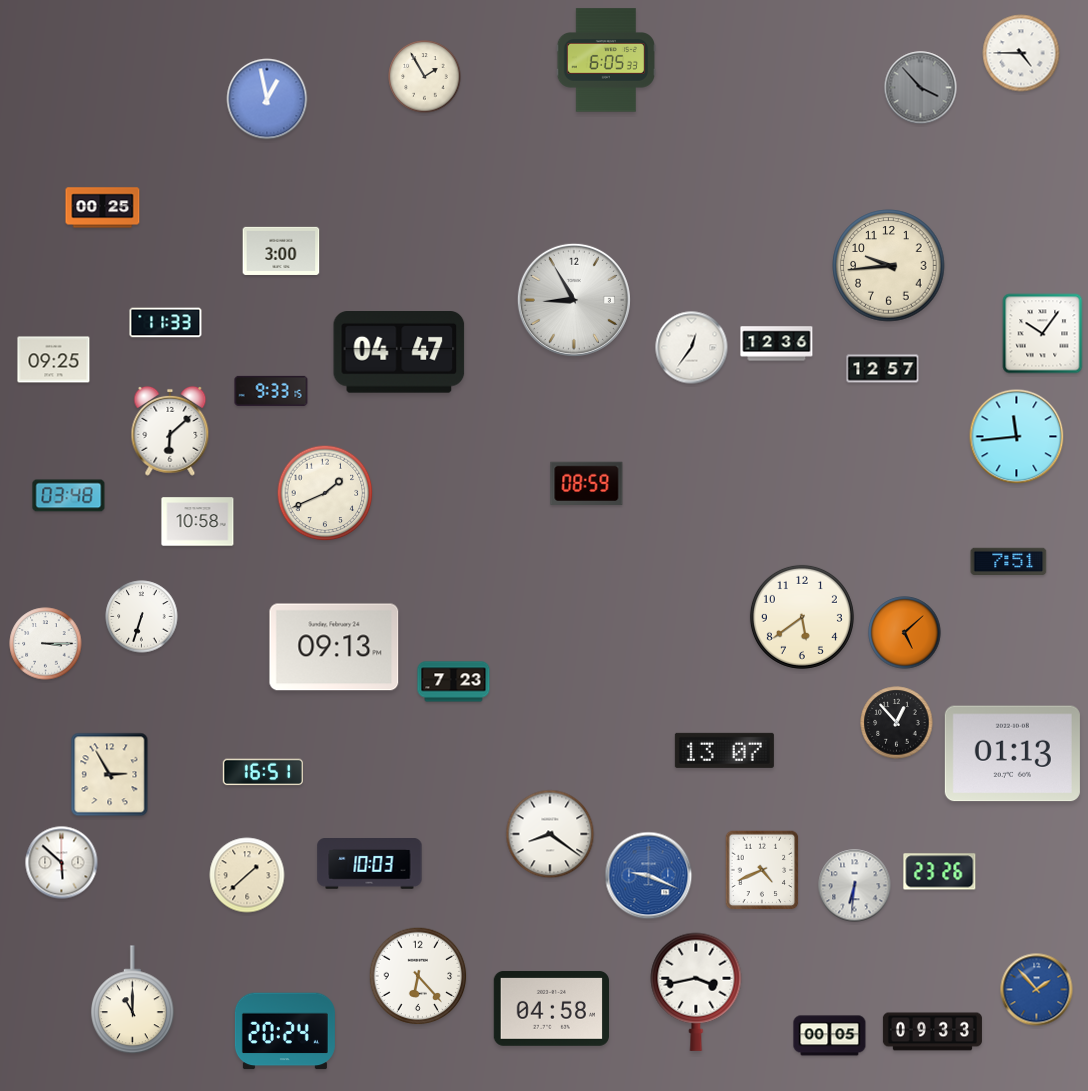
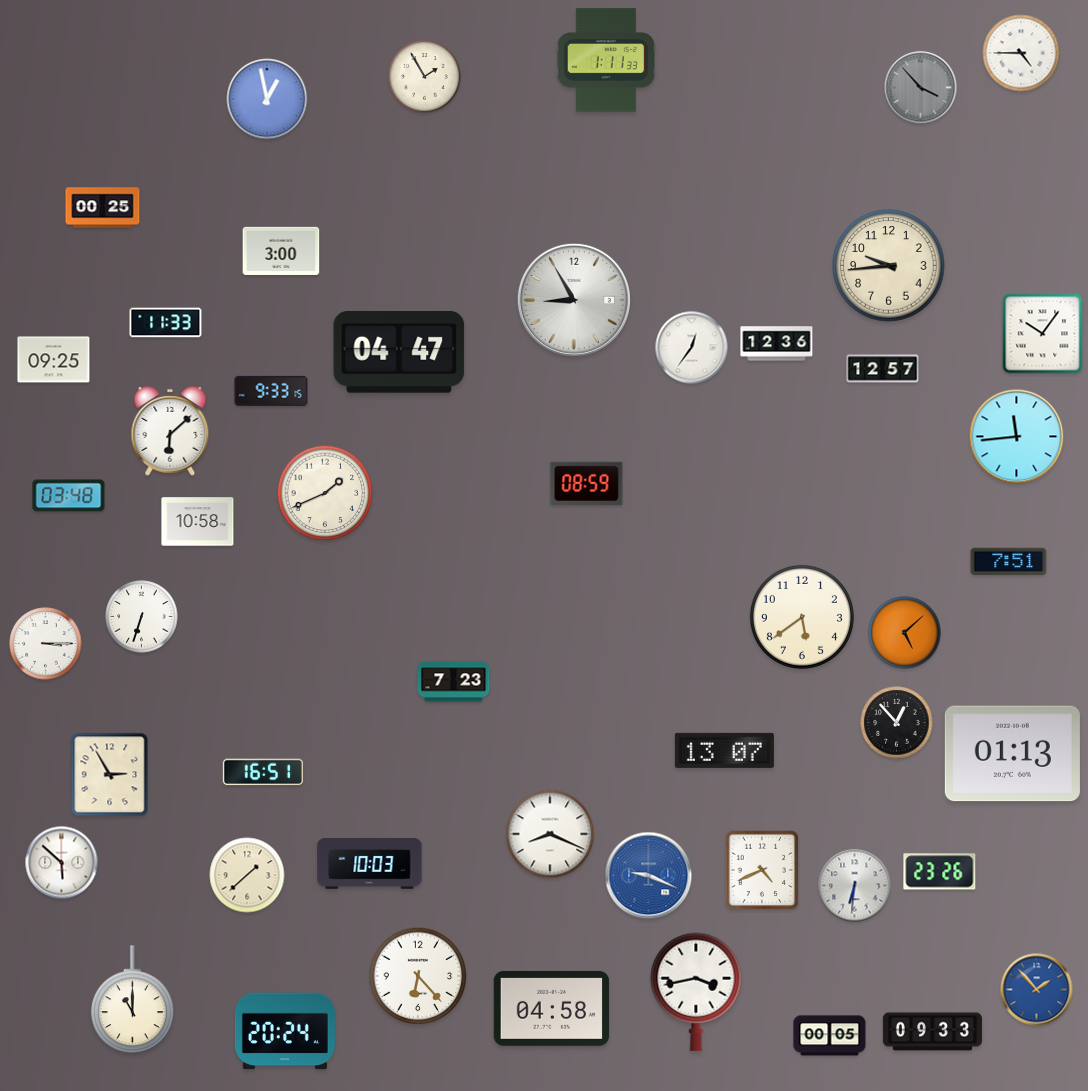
clock at (606, 60): 6:05 -> 1:11
clock at (334, 647): 09:13 -> none
clock at (550, 834): 8:21 -> 8:19
